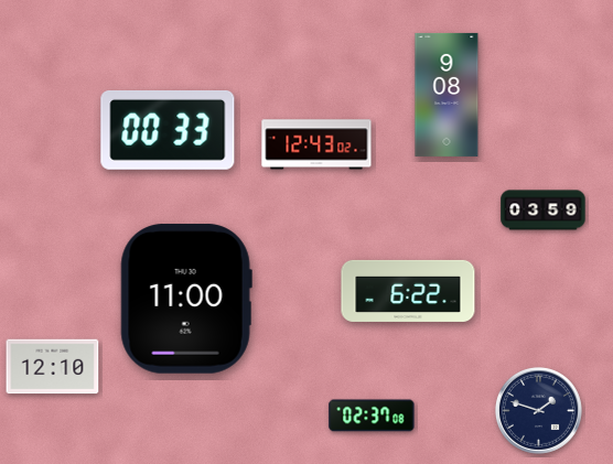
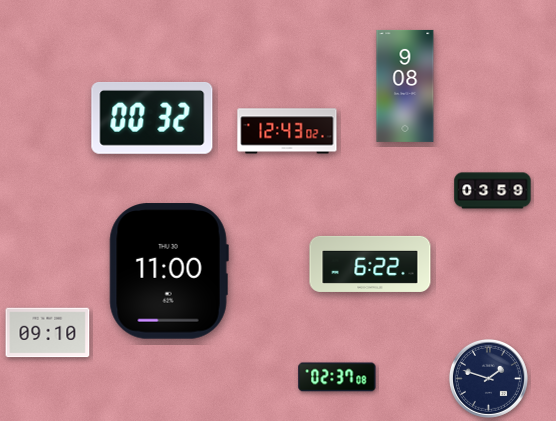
clock at (168, 130): 00:33 -> 00:32
clock at (53, 367): 12:10 -> 09:10
clock at (538, 410) position: (538, 410) -> (488, 378)
